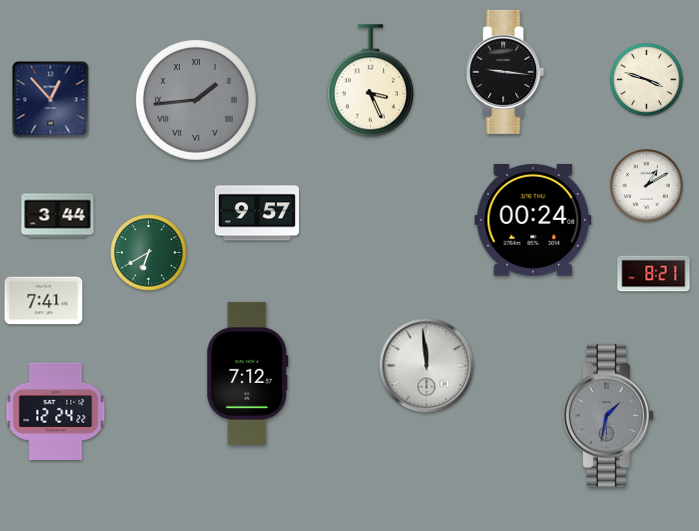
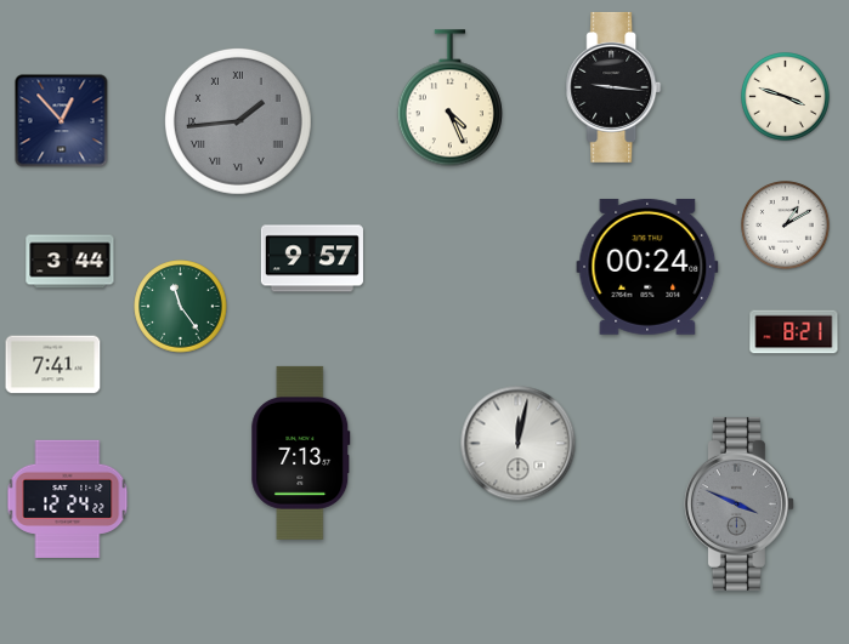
clock at (370, 81): 3:26 -> 4:26
clock at (149, 253): 6:40 -> 11:24
clock at (427, 366): 11:59 -> 12:02
clock at (248, 373): 7:12 -> 7:13
clock at (608, 415): 1:32 -> 3:49
